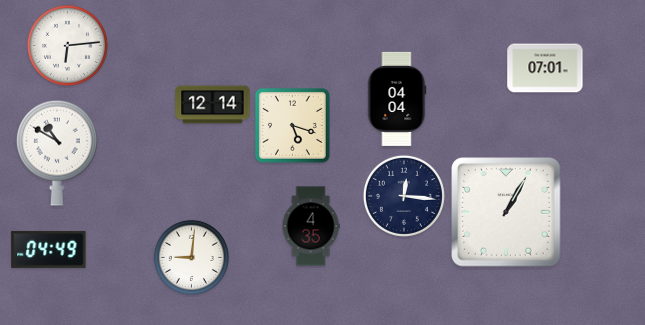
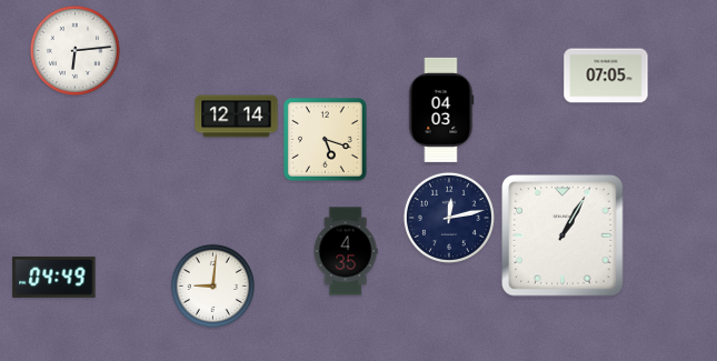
clock at (545, 68): 07:01 -> 07:05
clock at (397, 99): 04:04 -> 04:03
clock at (58, 153): 10:50 -> none
clock at (404, 196): 12:16 -> 12:13
